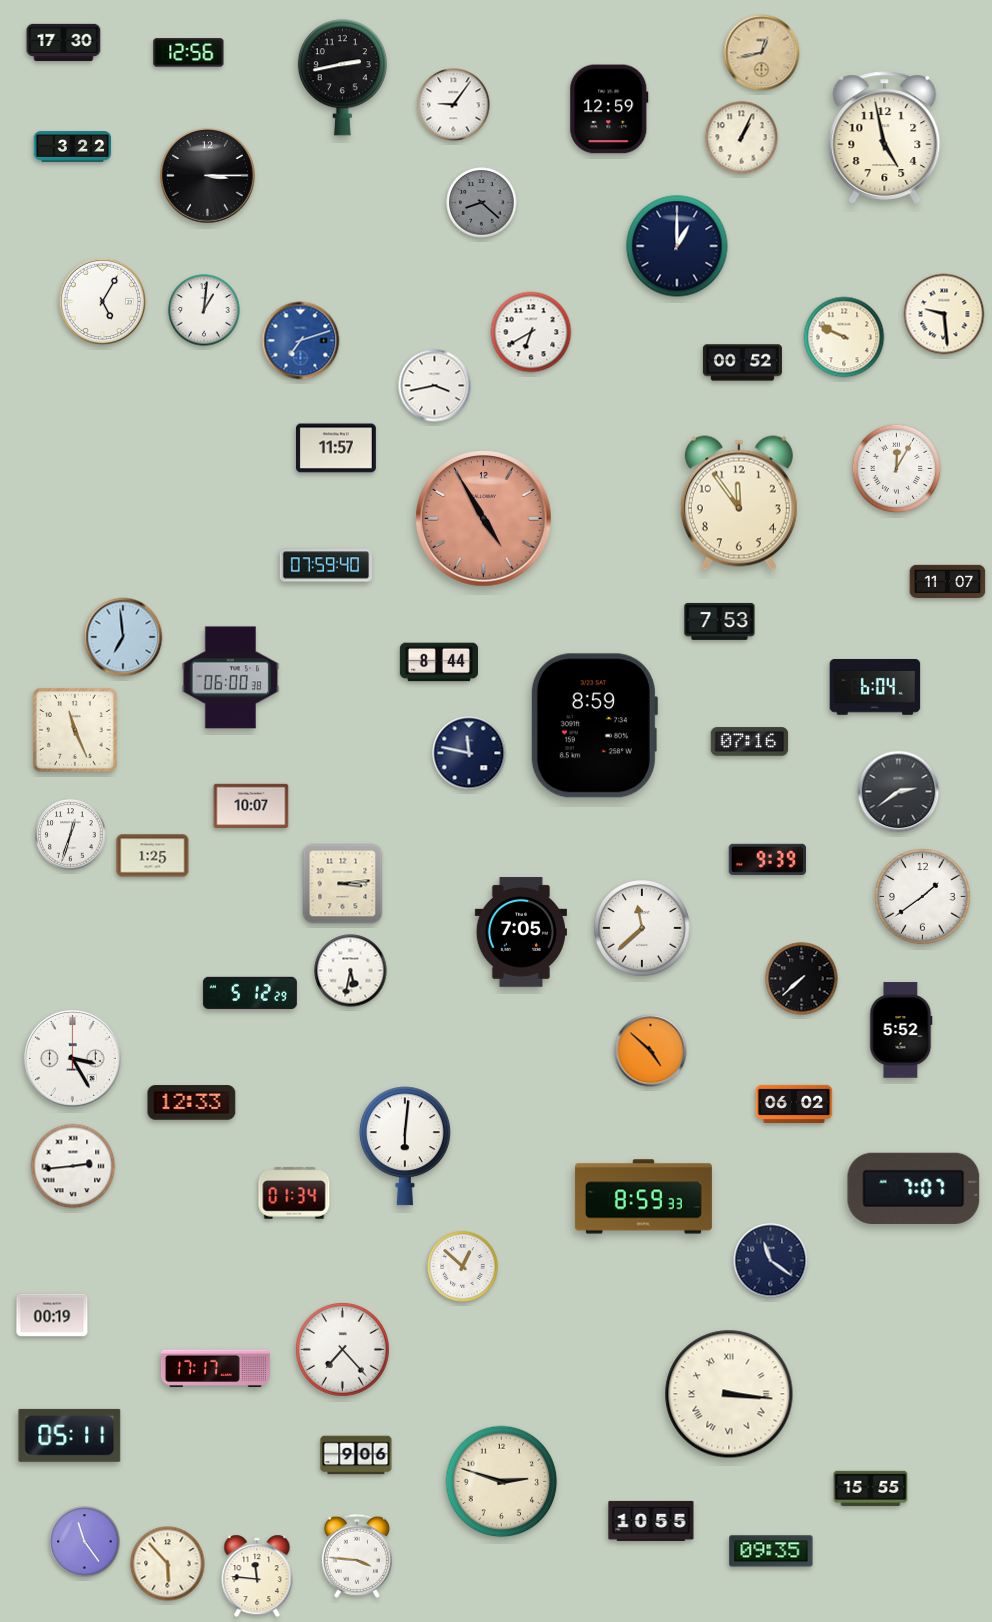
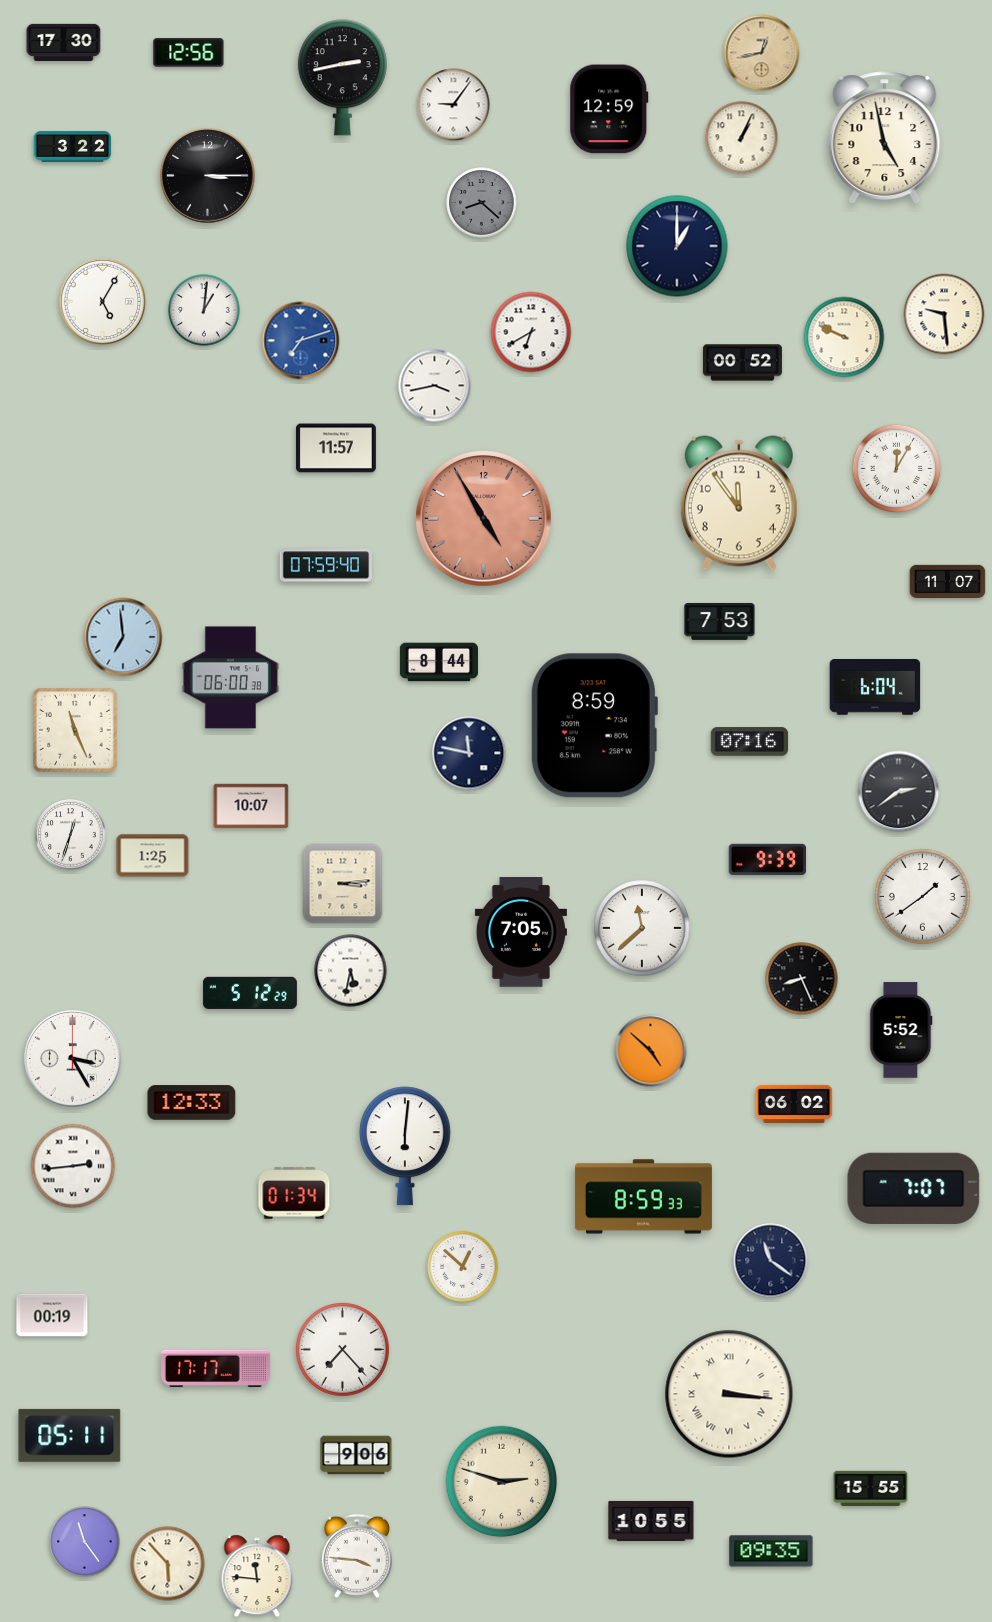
clock at (802, 979): 7:38 -> 8:26
